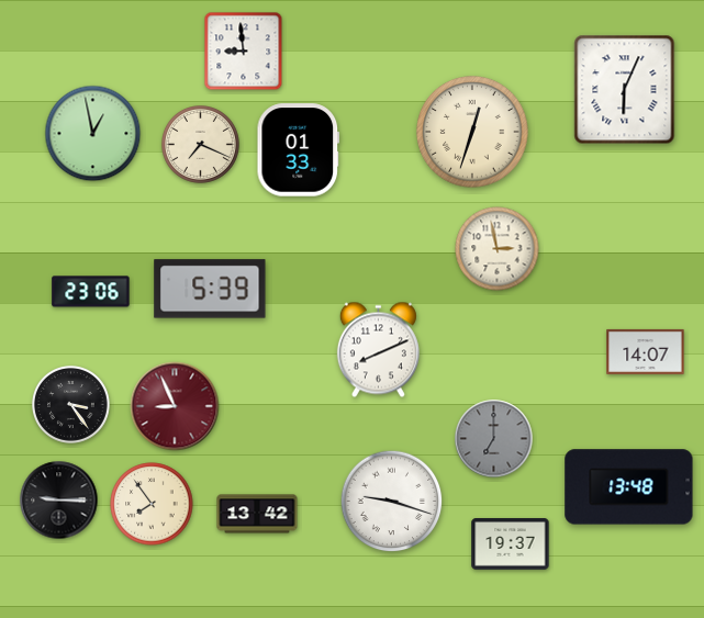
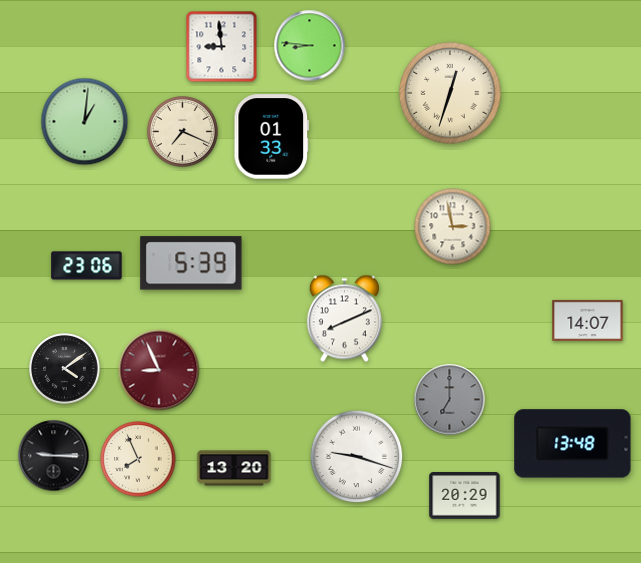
clock at (310, 46): none -> 8:46
clock at (625, 90): 6:04 -> none
clock at (472, 132) position: (472, 132) -> (450, 93)
clock at (93, 134): 12:58 -> 1:01
clock at (91, 292) position: (91, 292) -> (87, 266)
clock at (71, 405): 3:24 -> 4:09
clock at (152, 504): 7:54 -> 7:56
clock at (257, 514): 13:42 -> 13:20
clock at (511, 544): 19:37 -> 20:29
